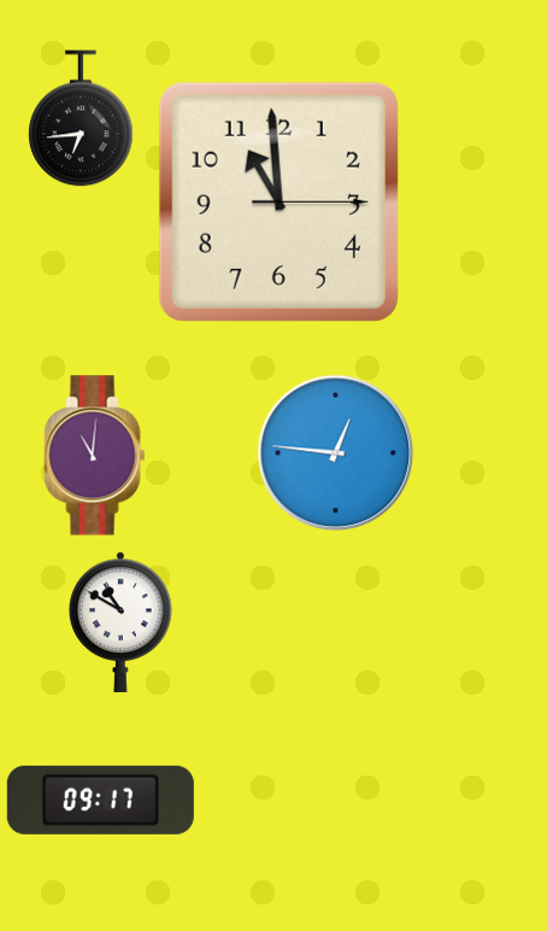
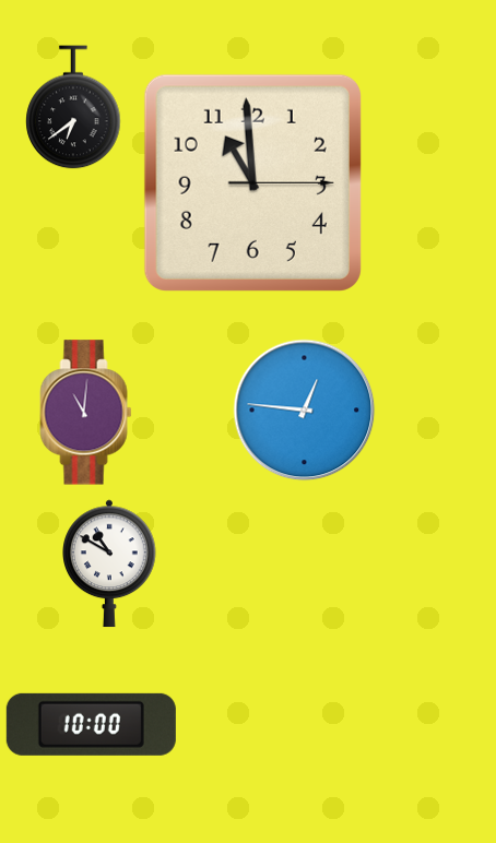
clock at (81, 118): 6:44 -> 6:39
clock at (100, 800): 09:17 -> 10:00
